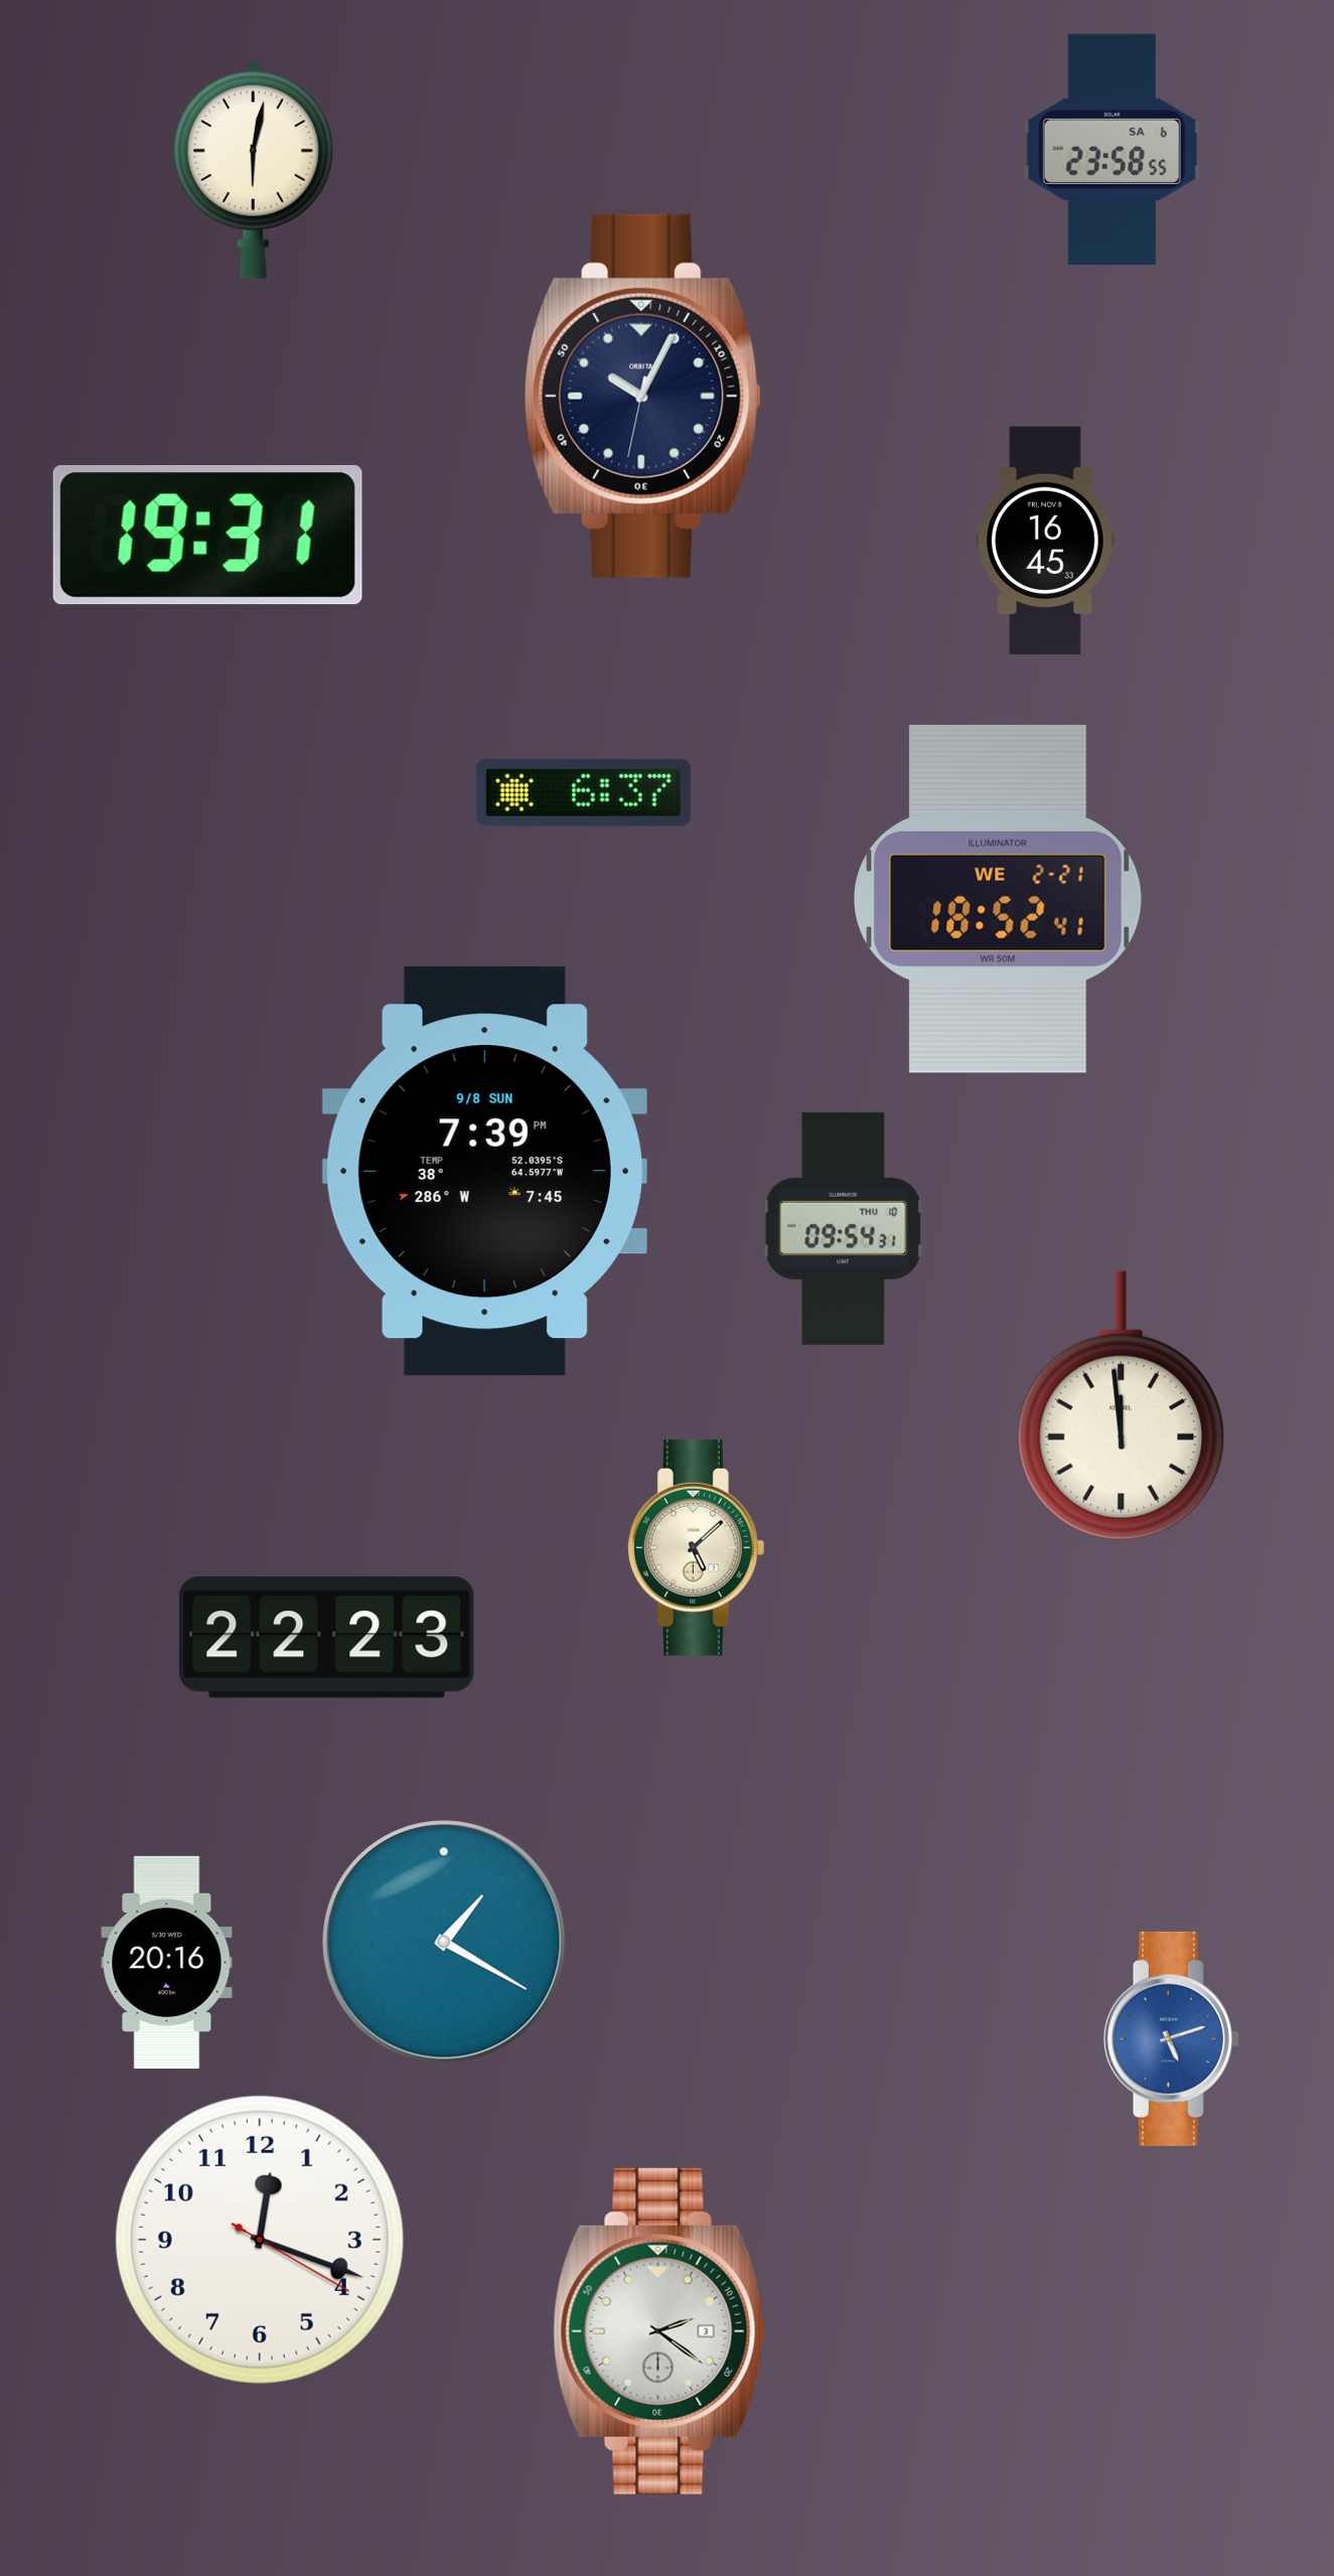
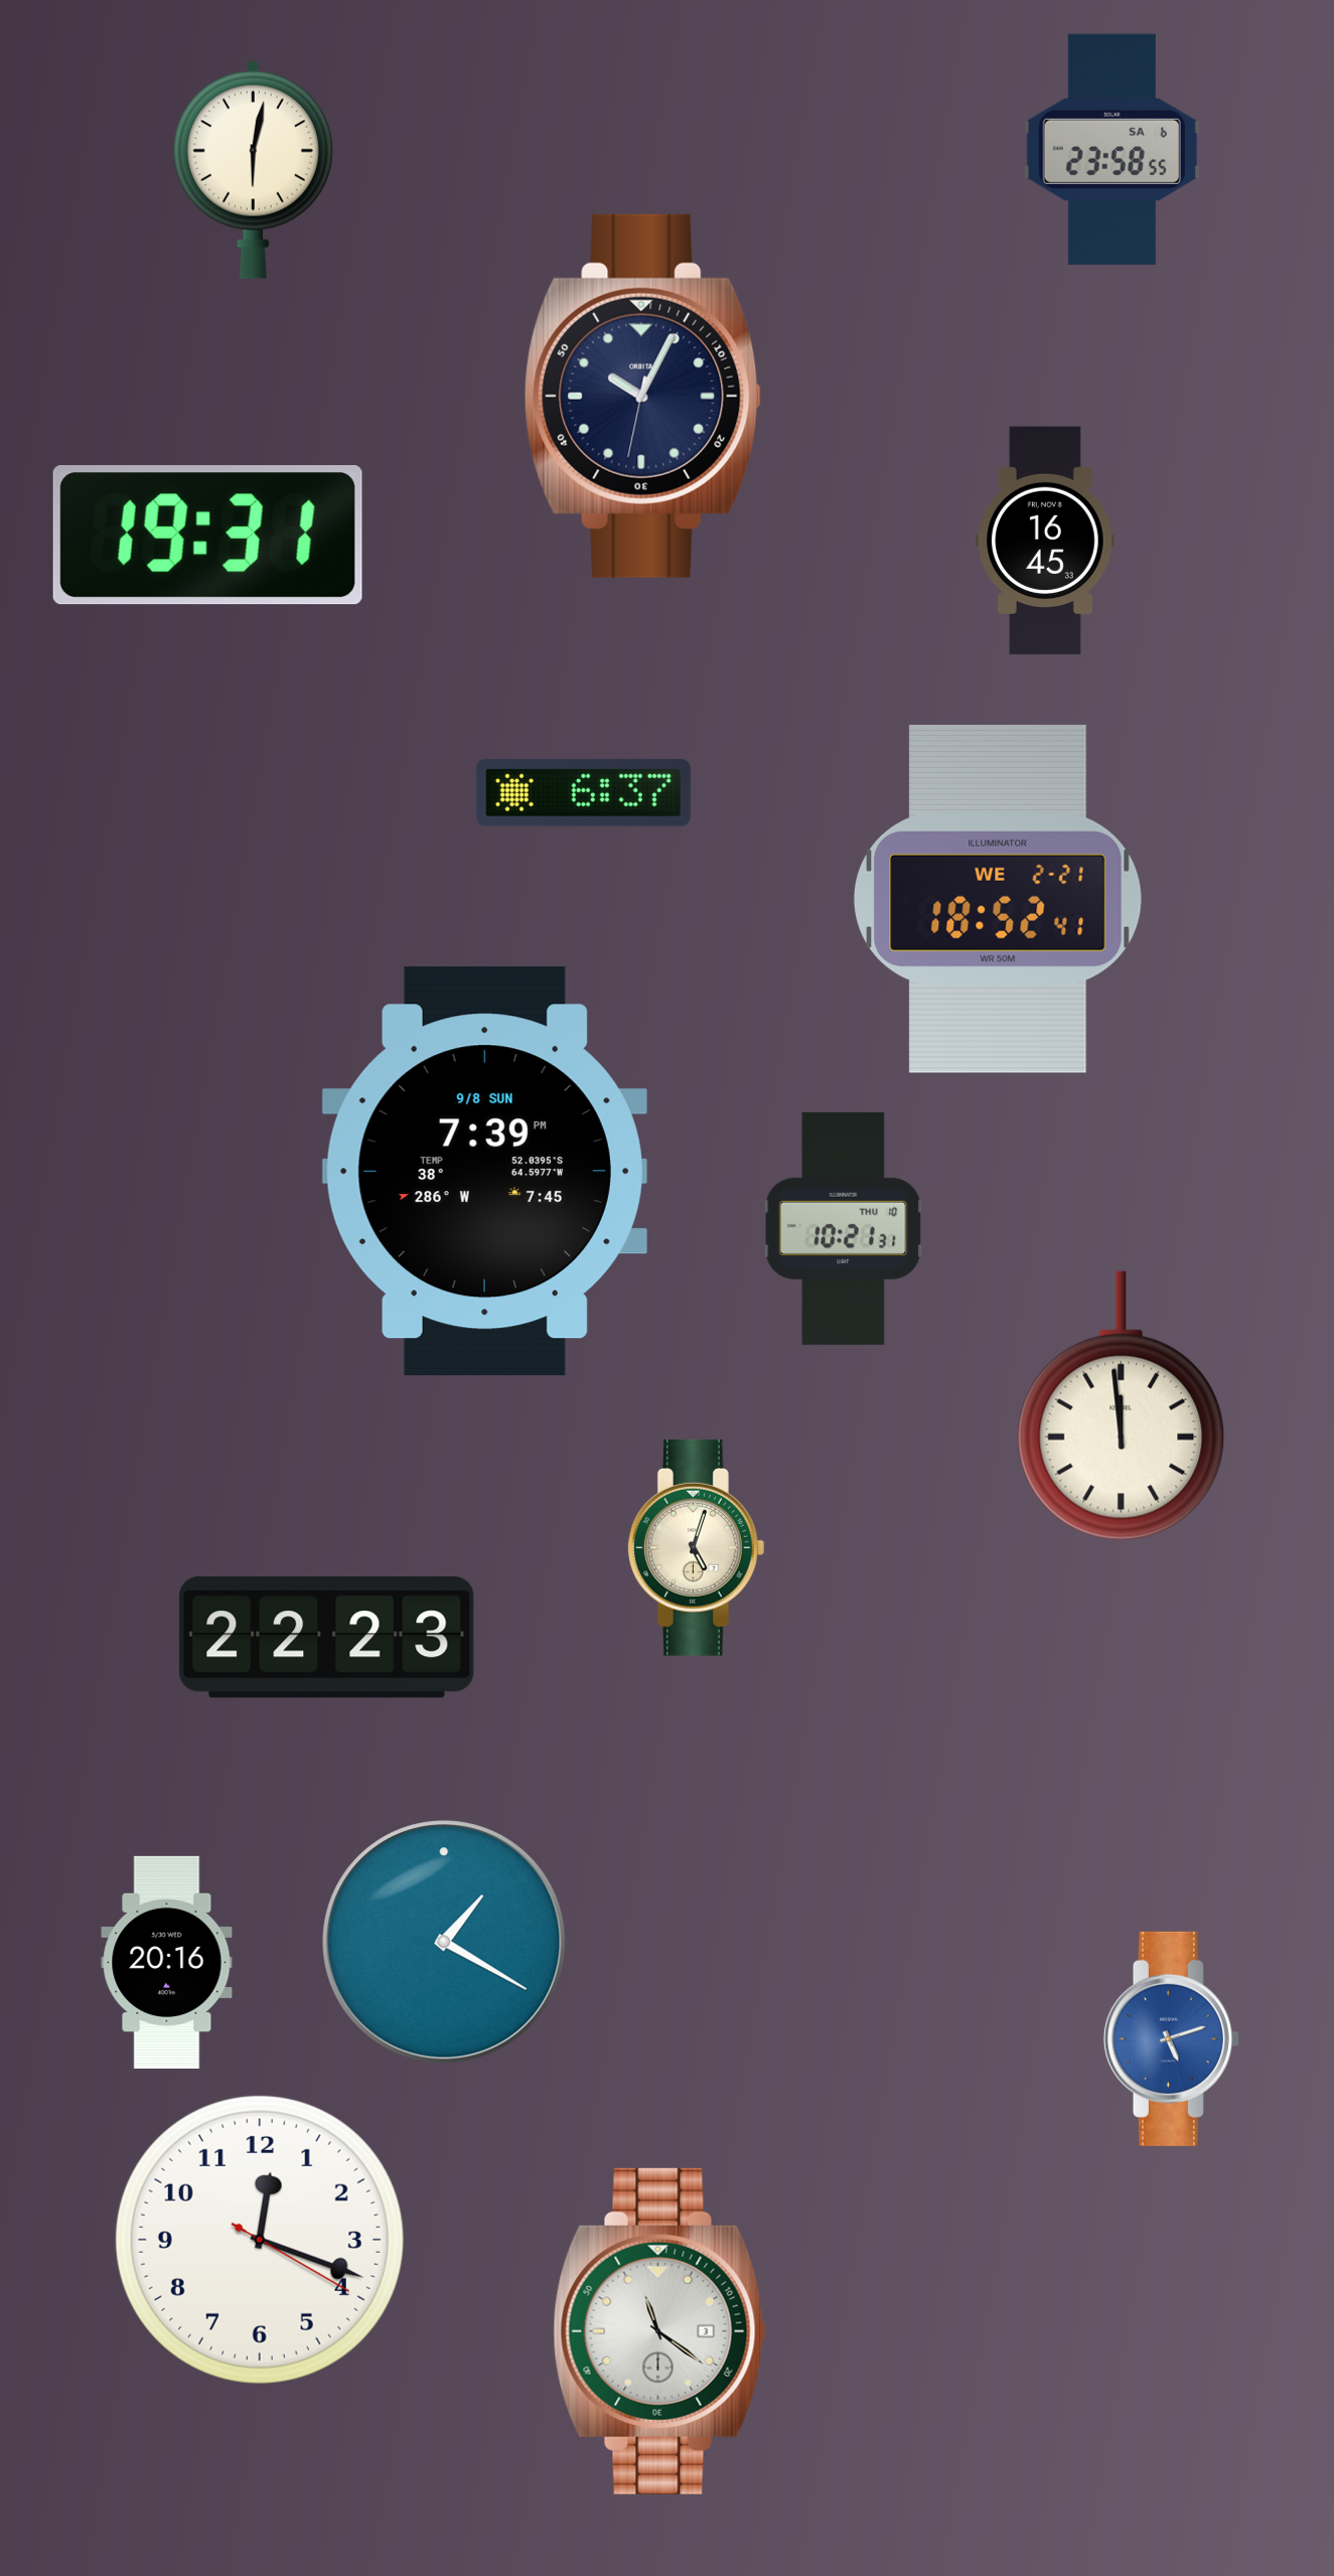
clock at (844, 1228): 09:54 -> 10:21
clock at (696, 1547): 5:08 -> 5:03
clock at (659, 2331): 2:21 -> 11:21
